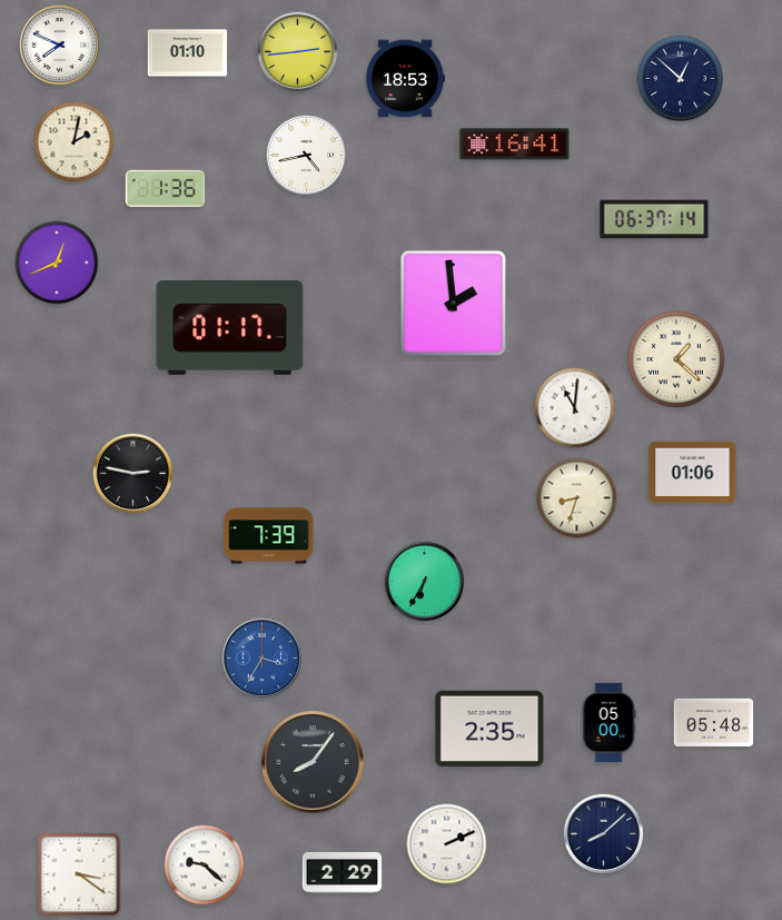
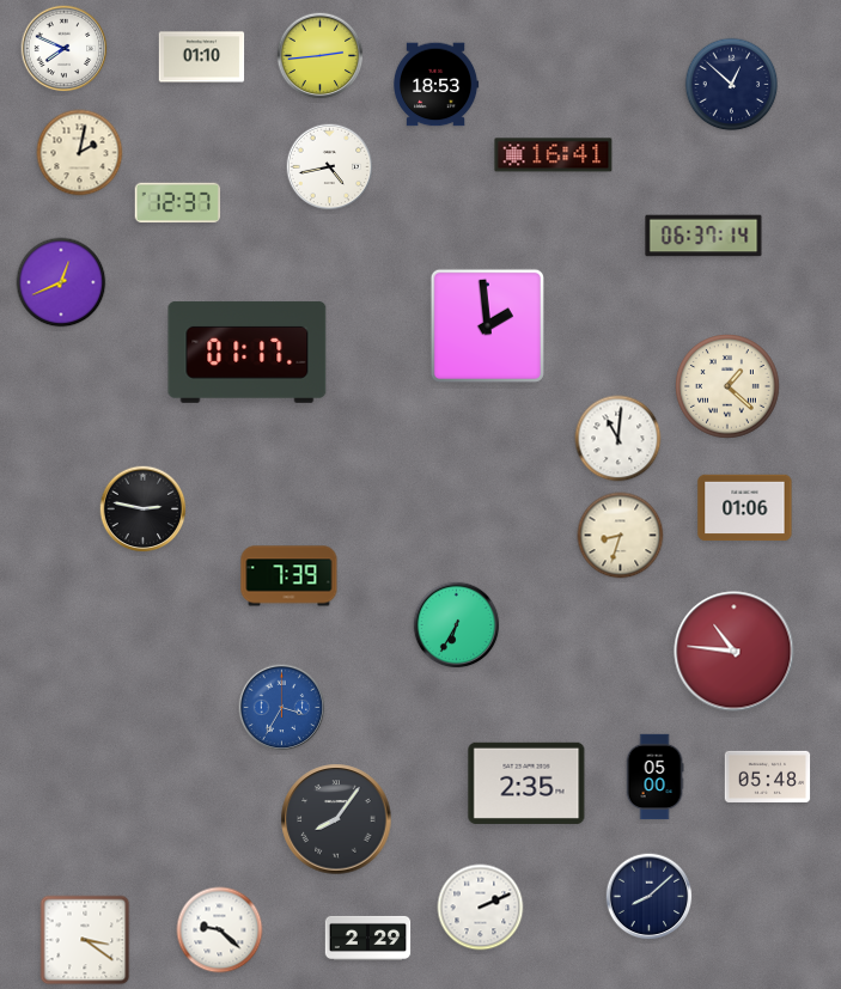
clock at (166, 189): 1:36 -> 12:37
clock at (735, 652): none -> 10:46
